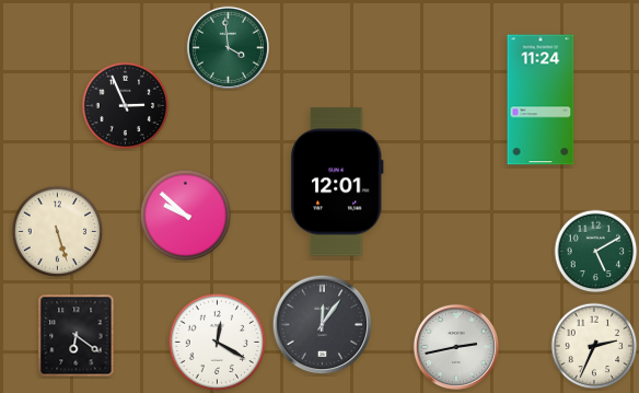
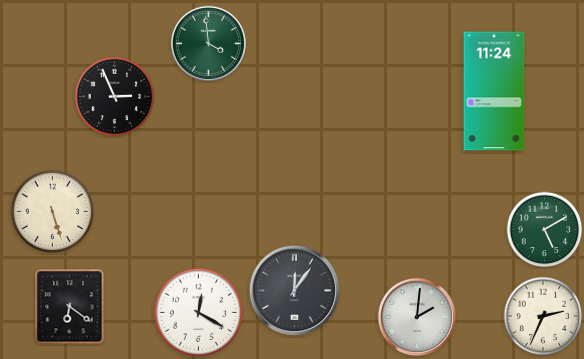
clock at (337, 182): 12:01 -> none
clock at (186, 216): 9:52 -> none
clock at (323, 325) position: (323, 325) -> (295, 291)
clock at (456, 347): 2:43 -> 2:01
